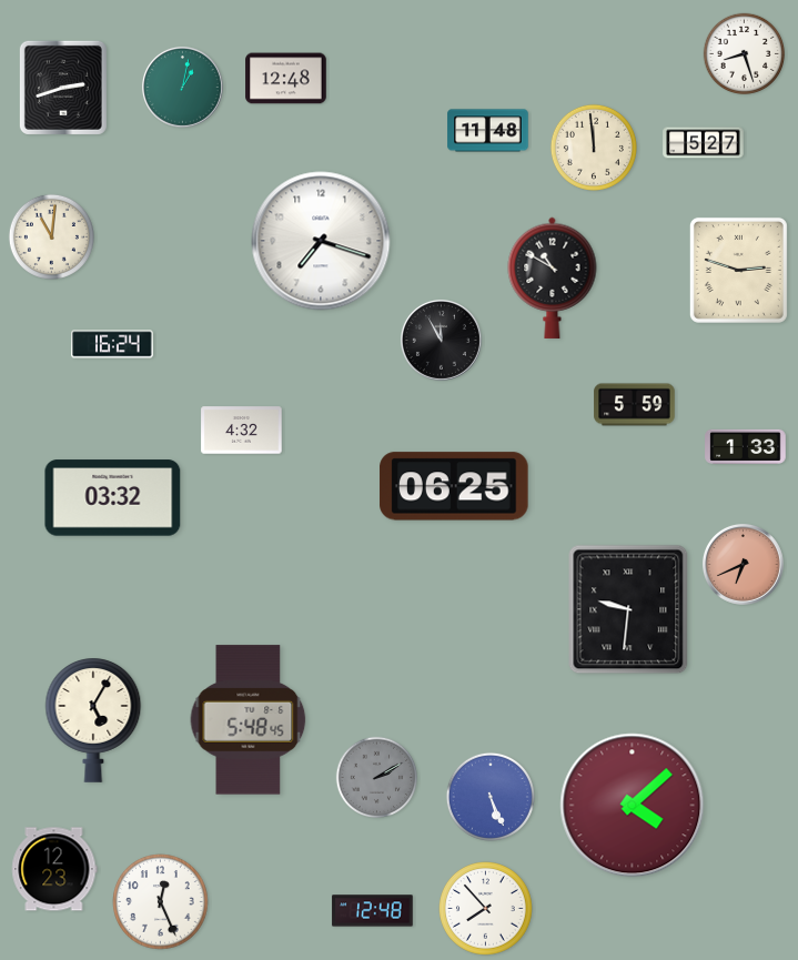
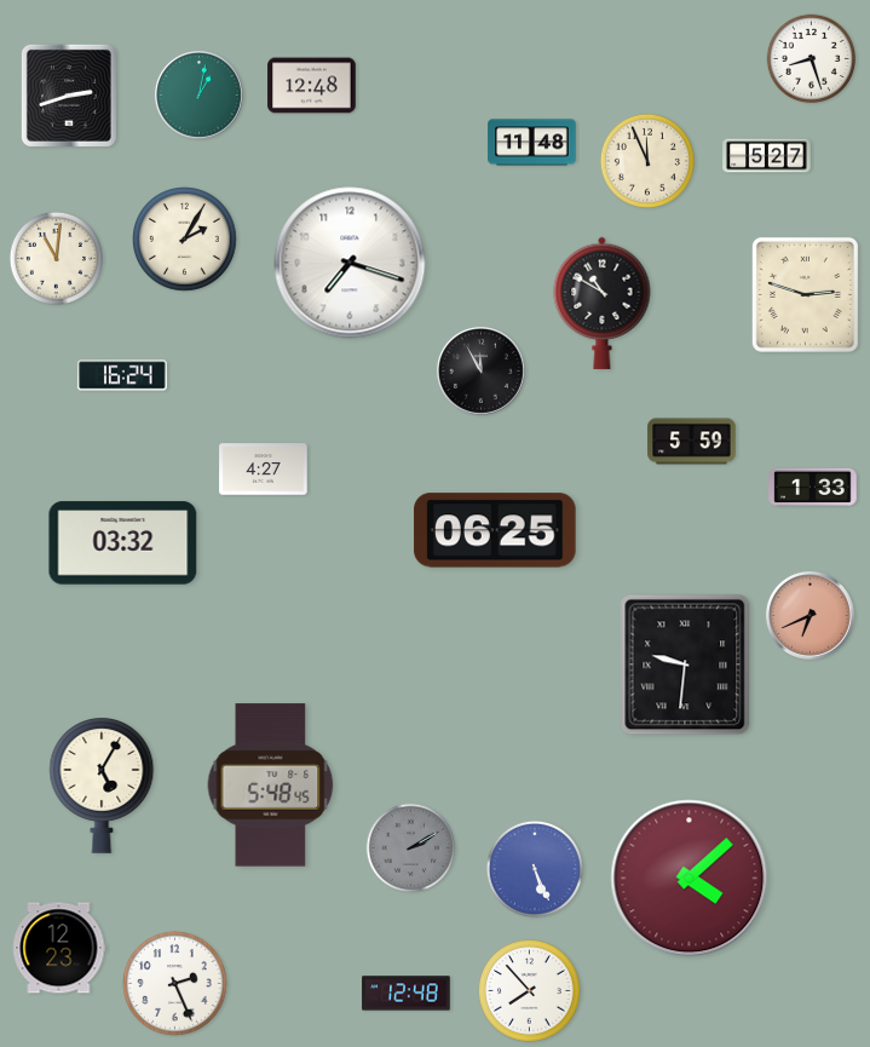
clock at (594, 148): 11:59 -> 11:56
clock at (185, 240): none -> 2:05
clock at (242, 431): 4:32 -> 4:27
clock at (161, 902): 12:26 -> 2:26
